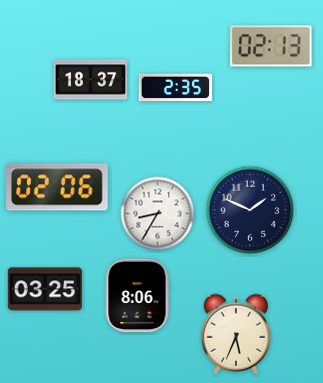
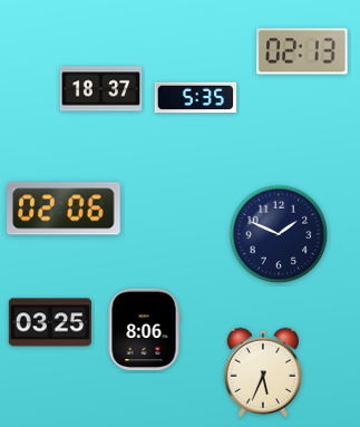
clock at (176, 88): 2:35 -> 5:35
clock at (158, 214): 8:35 -> none
clock at (137, 296) position: (137, 296) -> (144, 330)
